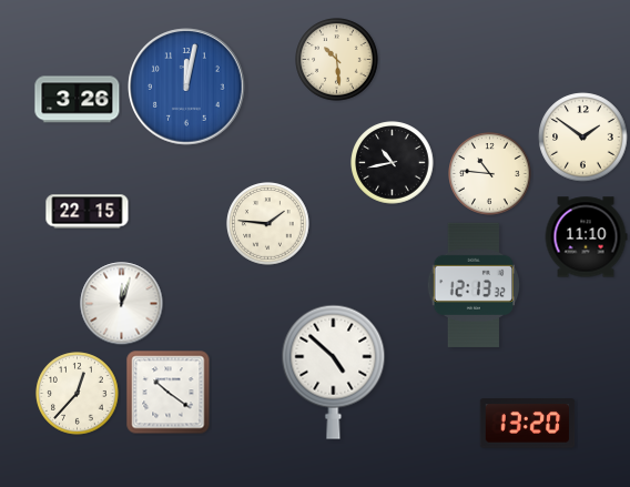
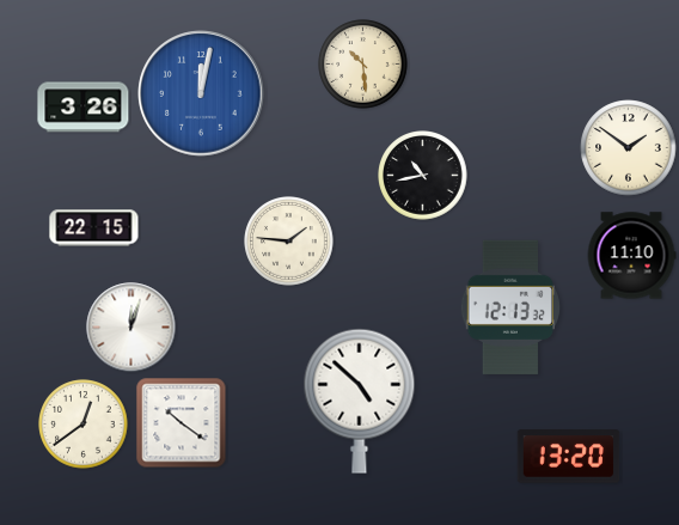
clock at (490, 174): 10:46 -> none
clock at (78, 394): 12:37 -> 12:39
